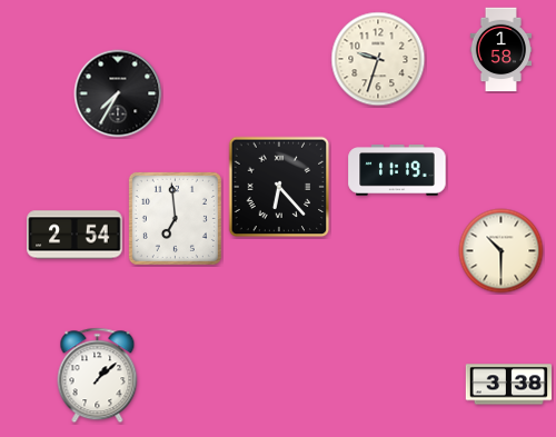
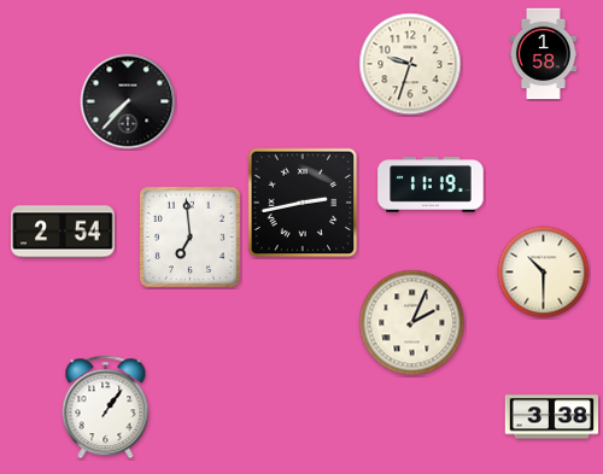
clock at (118, 93): 7:35 -> 7:37
clock at (279, 187): 6:23 -> 2:43
clock at (75, 235) position: (75, 235) -> (63, 232)
clock at (412, 323): none -> 2:04
clock at (98, 376): 1:08 -> 1:06
